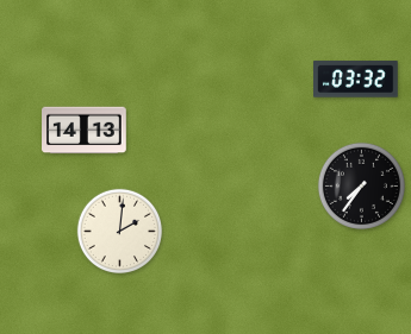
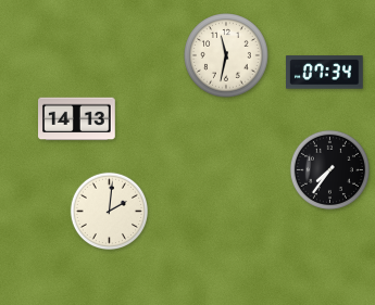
clock at (226, 55): none -> 11:32
clock at (356, 80): 03:32 -> 07:34
